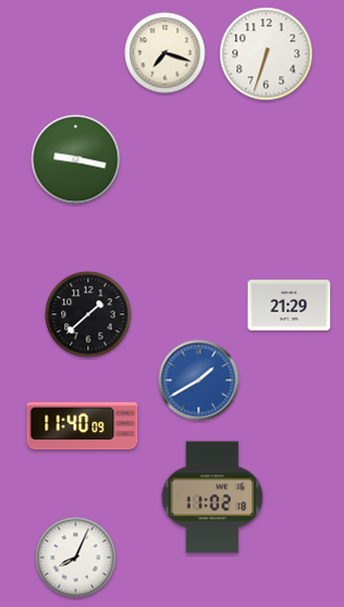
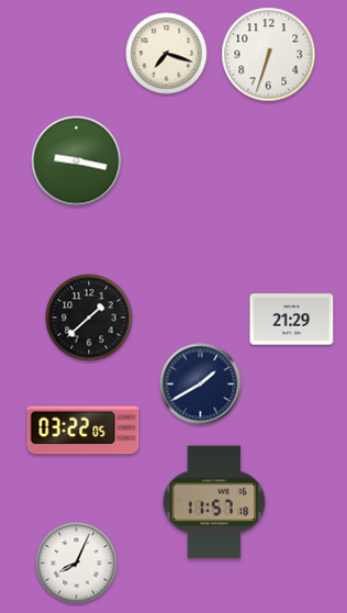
clock at (290, 306) position: (290, 306) -> (292, 320)
clock at (199, 381) dial: blue -> navy
clock at (83, 426): 11:40 -> 03:22
clock at (212, 497): 11:02 -> 11:57
